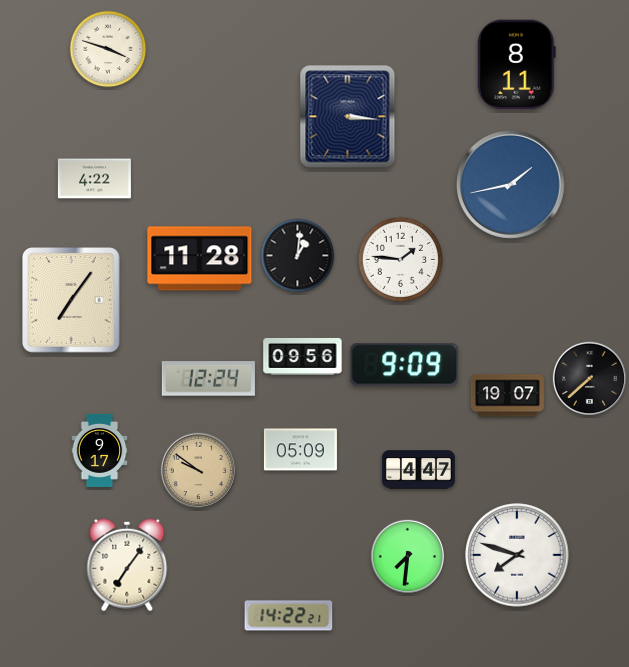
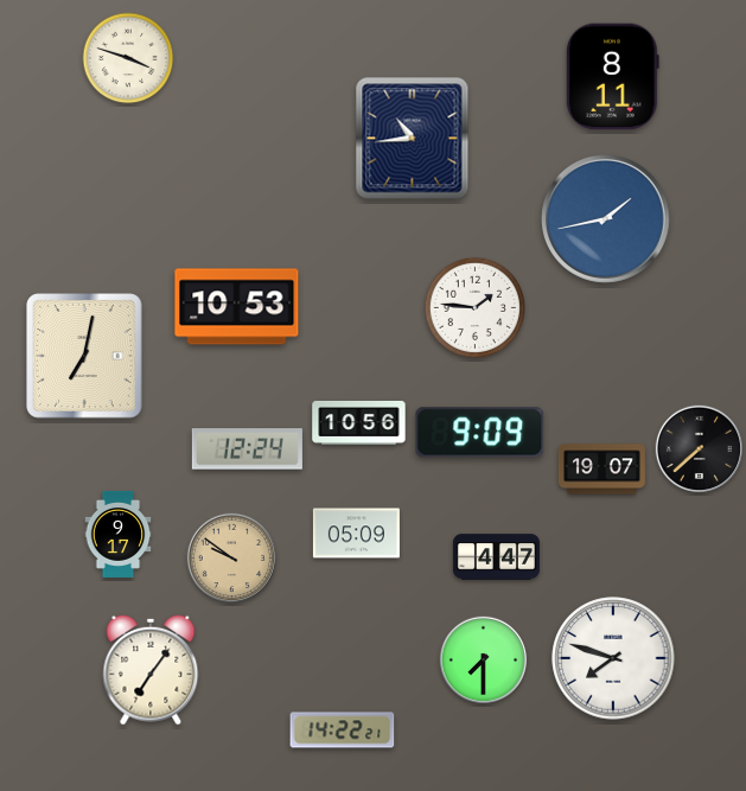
clock at (348, 117): 3:16 -> 10:44
clock at (94, 179): 4:22 -> none
clock at (298, 256): 1:01 -> none
clock at (200, 259): 11:28 -> 10:53
clock at (72, 301): 7:06 -> 7:02
clock at (303, 356): 09:56 -> 10:56
clock at (198, 470) position: (198, 470) -> (231, 557)
clock at (407, 556): 7:31 -> 7:30
